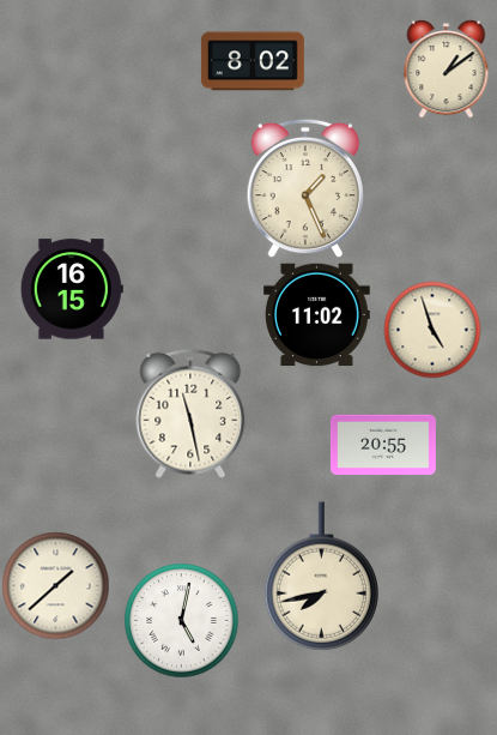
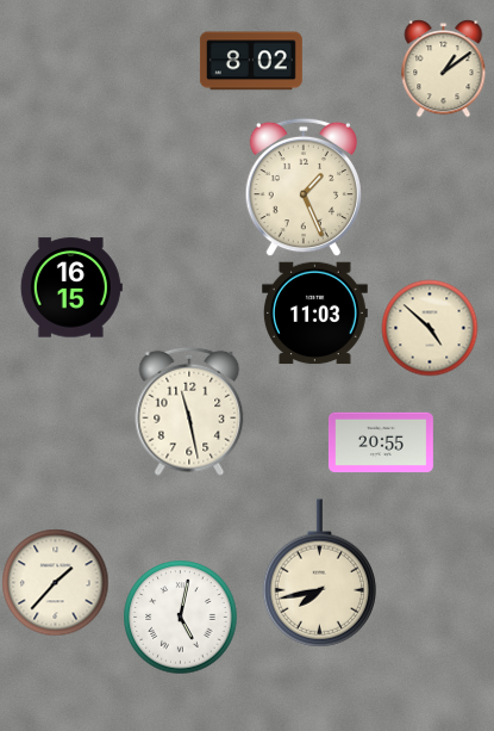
clock at (316, 315): 11:02 -> 11:03
clock at (432, 330): 4:57 -> 4:52
clock at (55, 585): 1:38 -> 1:37
